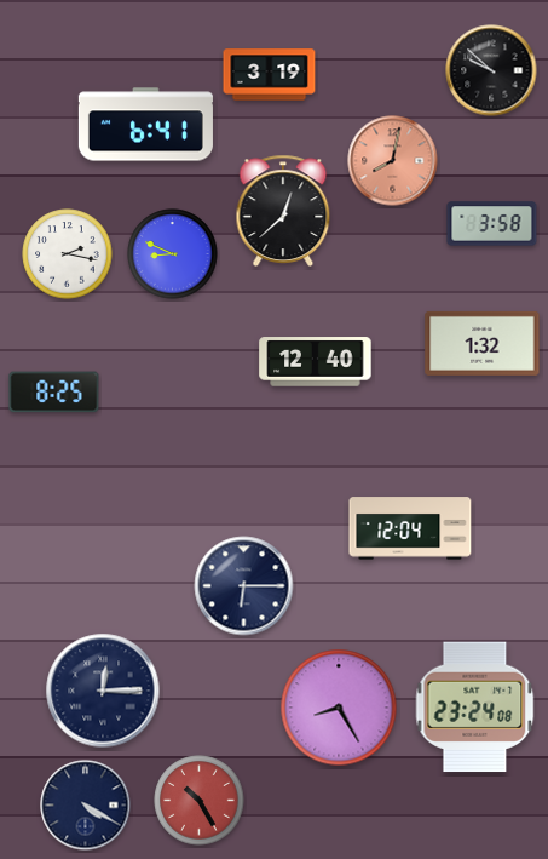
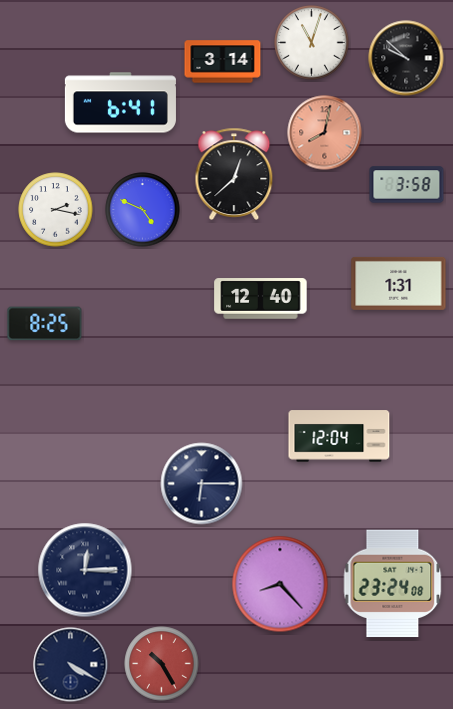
clock at (312, 43): none -> 11:03
clock at (270, 75): 3:19 -> 3:14
clock at (173, 254): 8:49 -> 4:49
clock at (483, 343): 1:32 -> 1:31
clock at (339, 708): 8:25 -> 8:23
clock at (200, 801) position: (200, 801) -> (162, 664)
